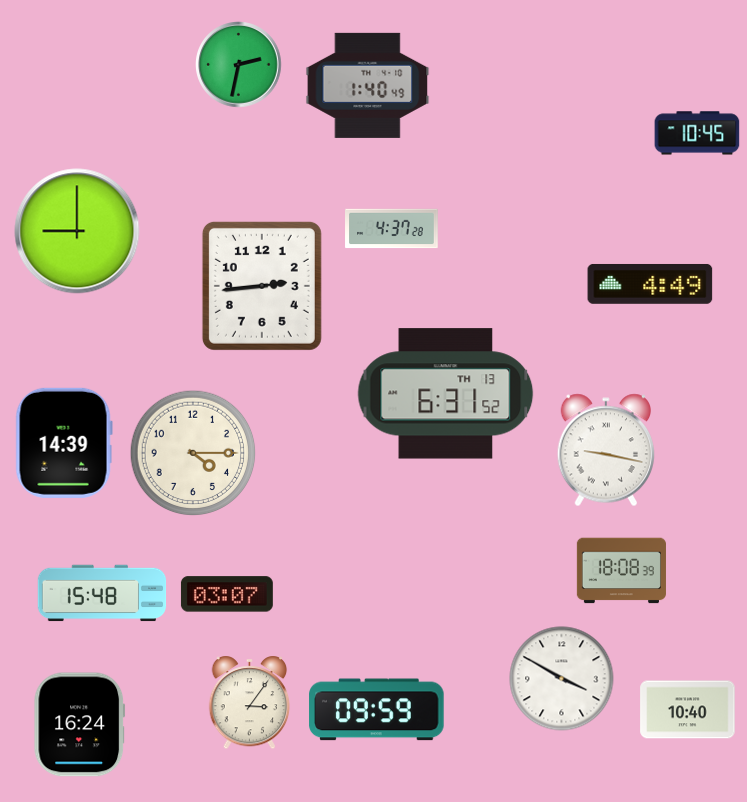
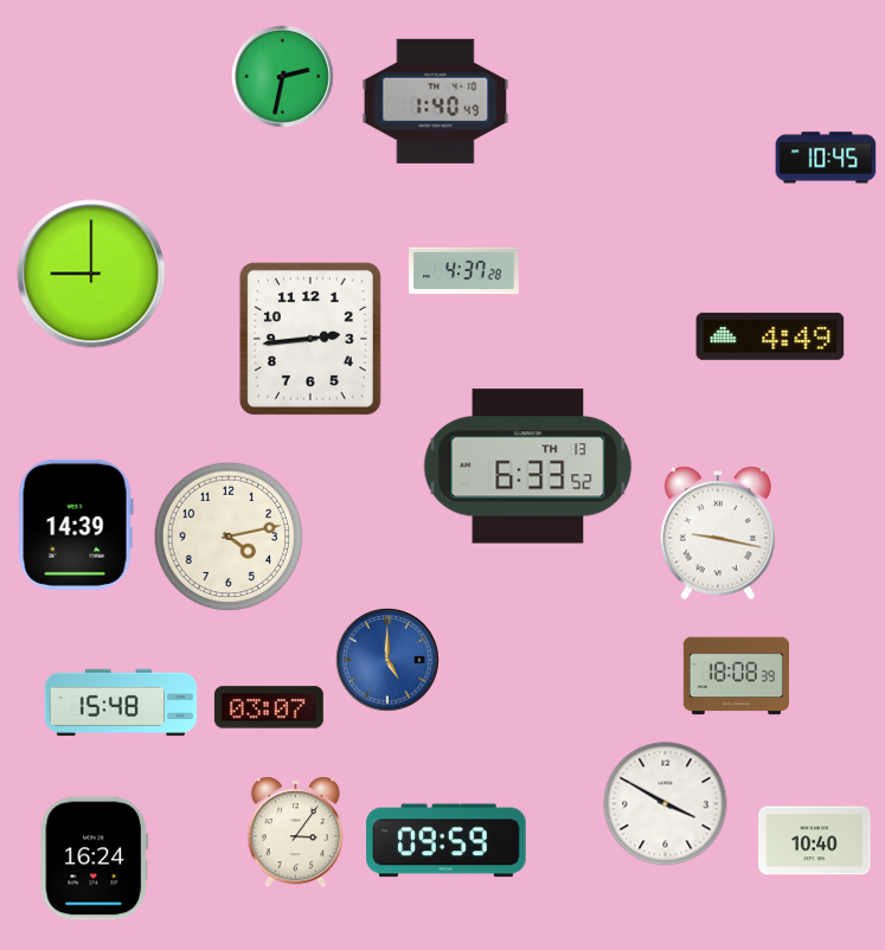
clock at (446, 394): 6:31 -> 6:33
clock at (193, 453): 4:15 -> 4:13
clock at (387, 660): none -> 5:00
clock at (227, 594) position: (227, 594) -> (269, 707)
